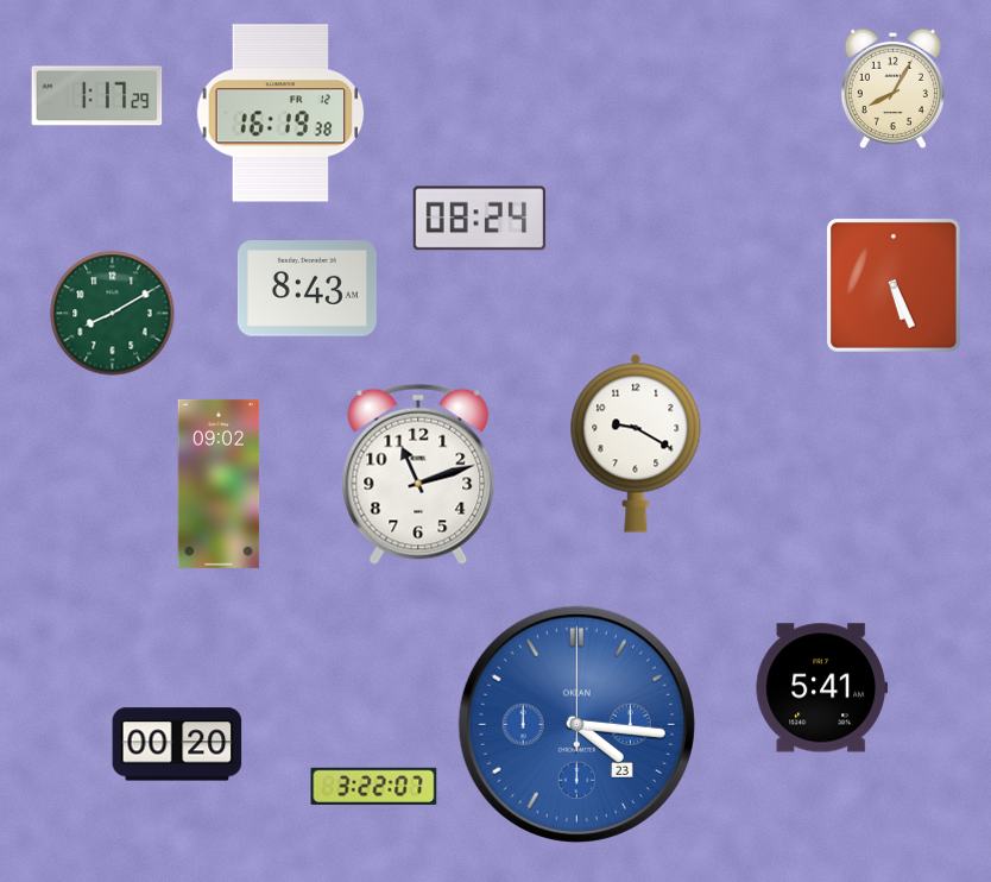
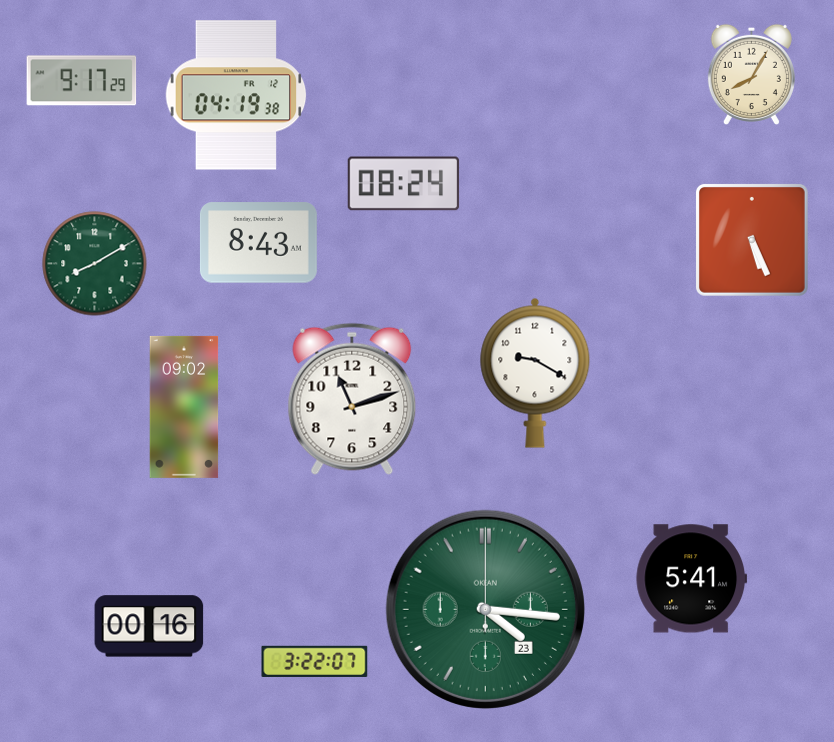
clock at (97, 96): 1:17 -> 9:17
clock at (280, 113): 16:19 -> 04:19
clock at (576, 724) dial: blue -> green
clock at (177, 744): 00:20 -> 00:16
